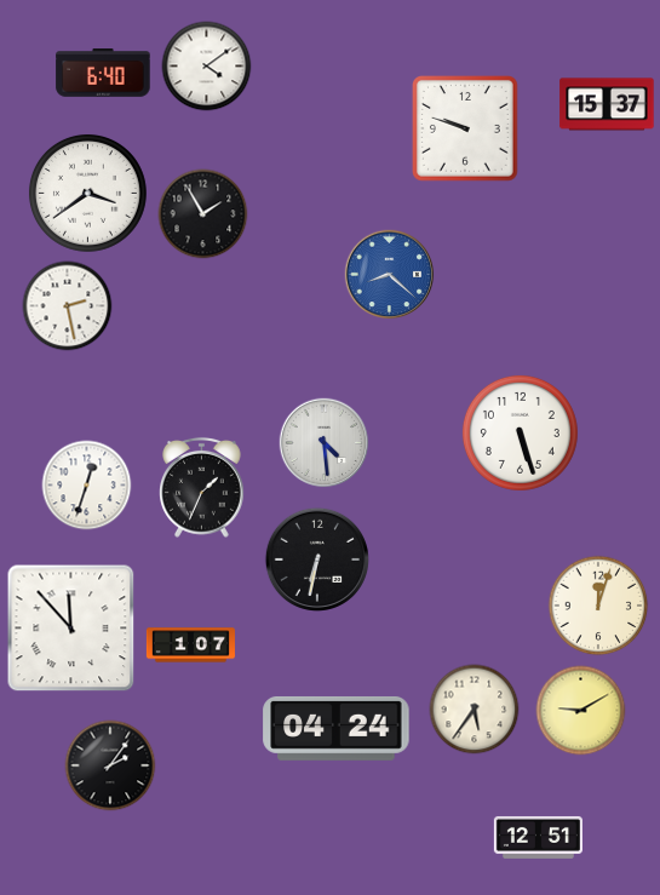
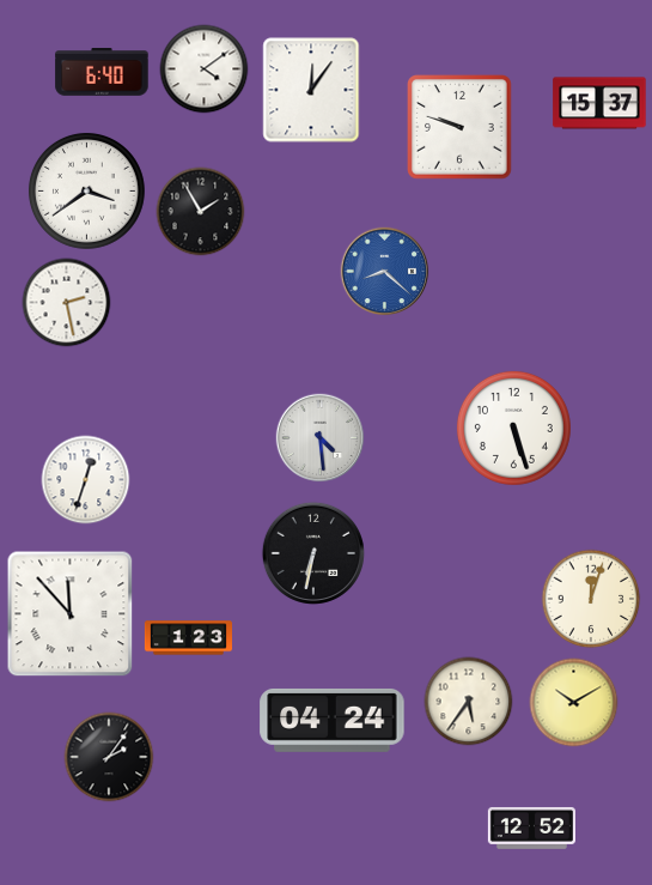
clock at (207, 67) position: (207, 67) -> (205, 69)
clock at (311, 90): none -> 12:06
clock at (202, 487): 1:34 -> none
clock at (71, 629) position: (71, 629) -> (71, 614)
clock at (190, 646): 1:07 -> 1:23
clock at (581, 711): 9:10 -> 10:10
clock at (538, 837): 12:51 -> 12:52
